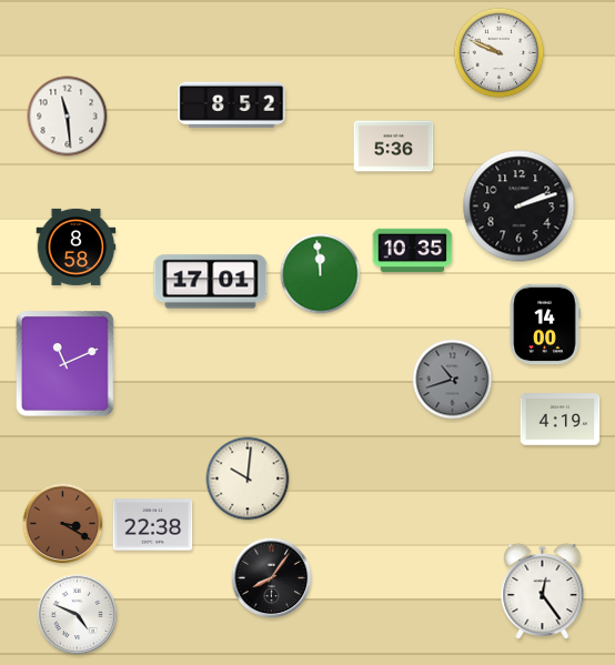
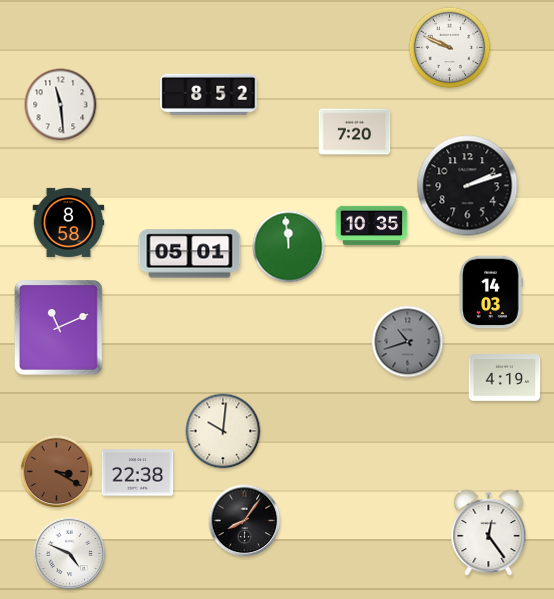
clock at (394, 147): 5:36 -> 7:20
clock at (211, 282): 17:01 -> 05:01
clock at (545, 324): 14:00 -> 14:03
